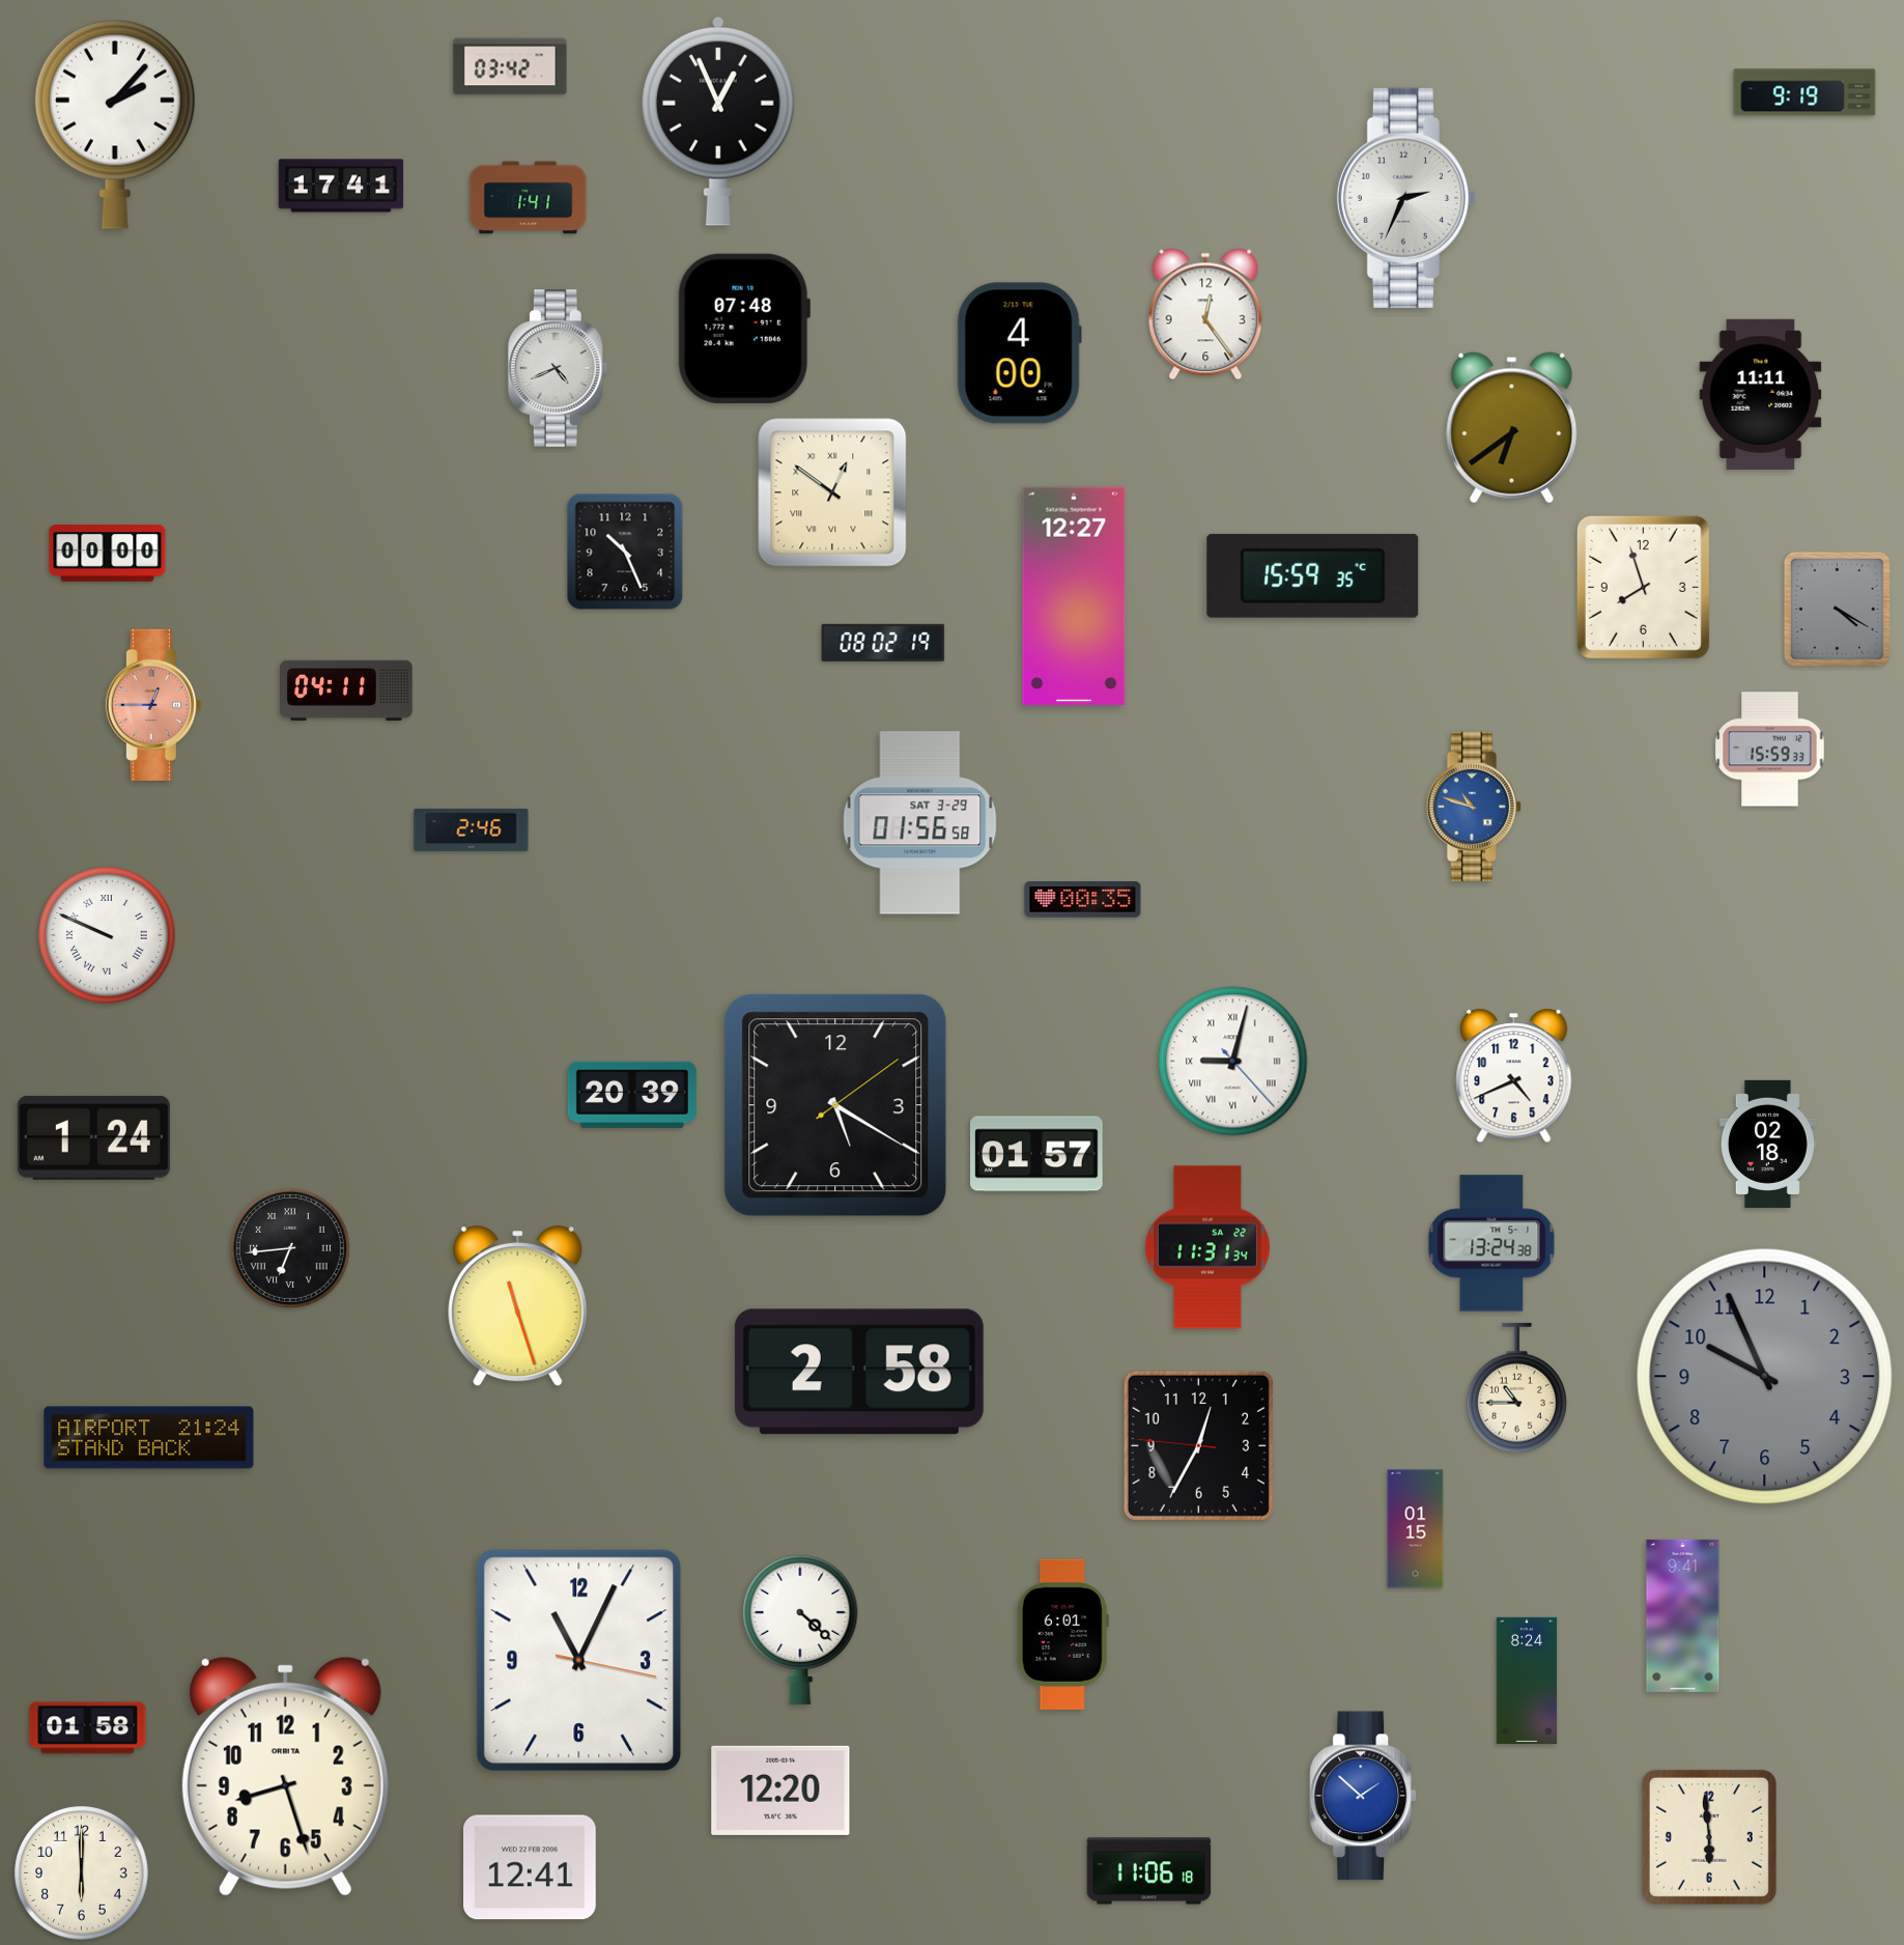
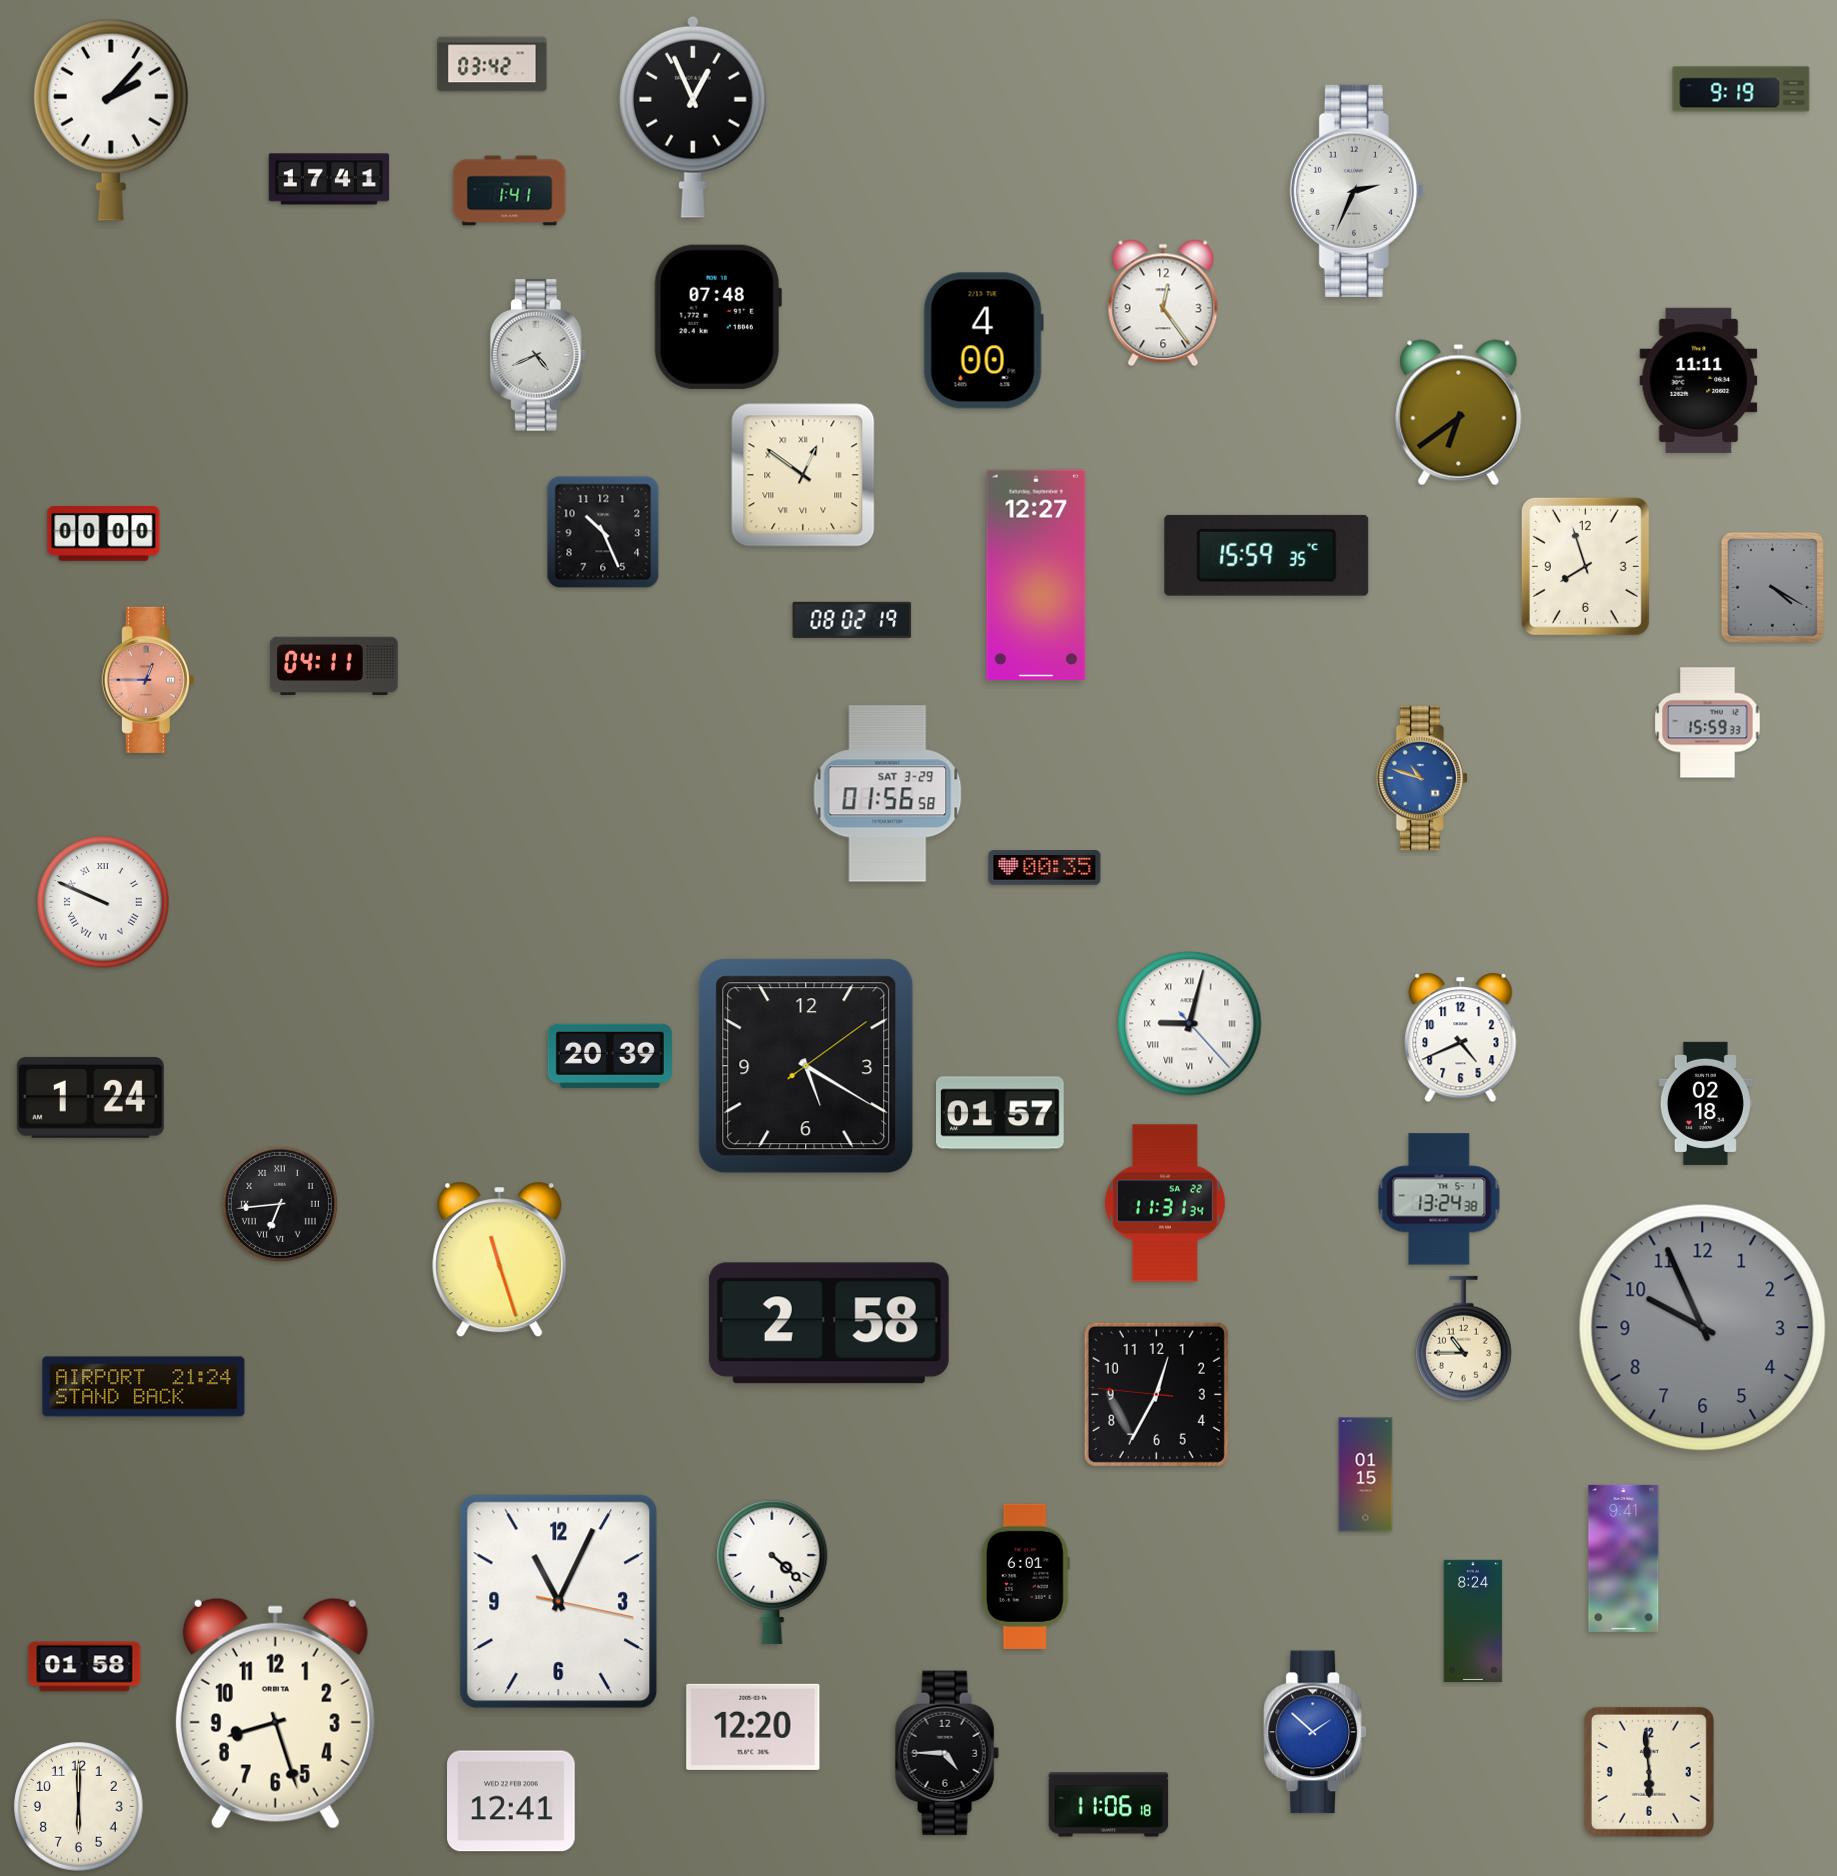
clock at (472, 829): 2:46 -> none
clock at (947, 1753): none -> 4:45
